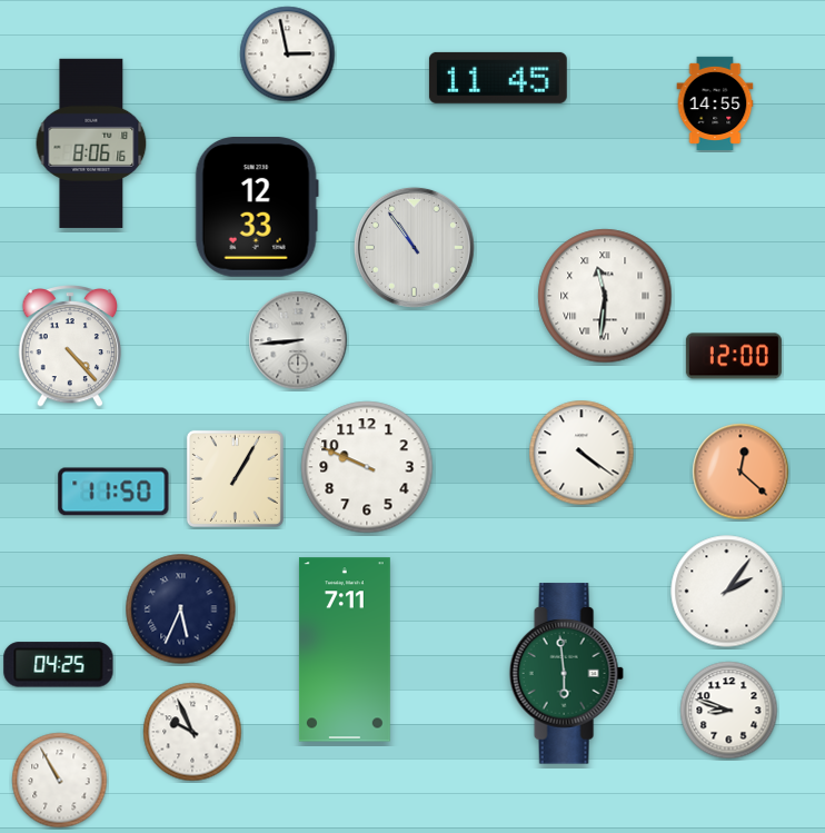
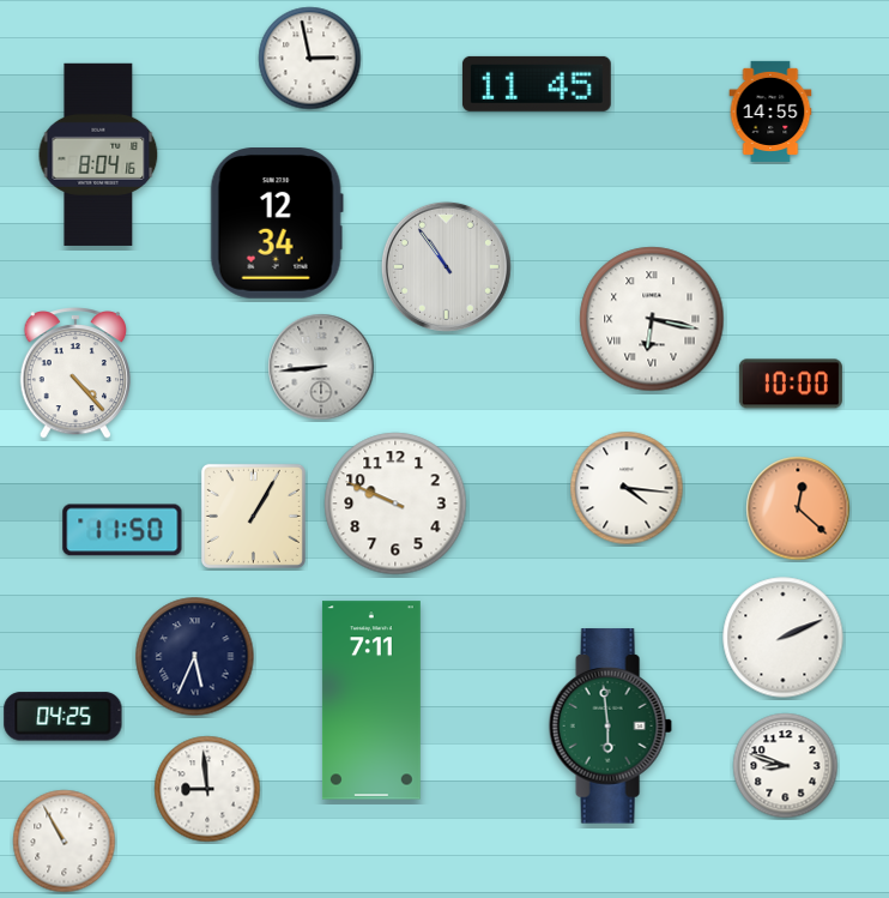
clock at (91, 143): 8:06 -> 8:04
clock at (257, 208): 12:33 -> 12:34
clock at (605, 296): 11:31 -> 6:17
clock at (734, 356): 12:00 -> 10:00
clock at (582, 453): 4:21 -> 4:16
clock at (727, 592): 2:06 -> 2:11
clock at (192, 732): 9:56 -> 8:59
